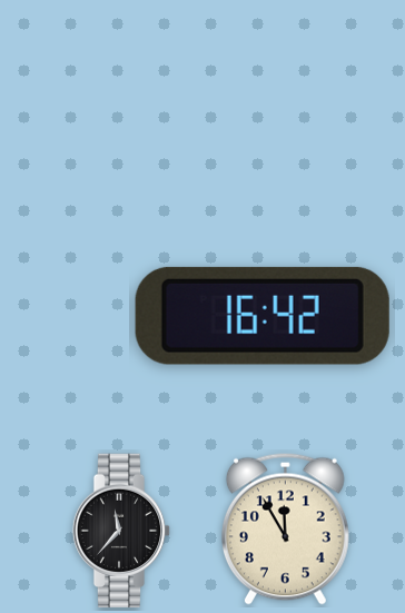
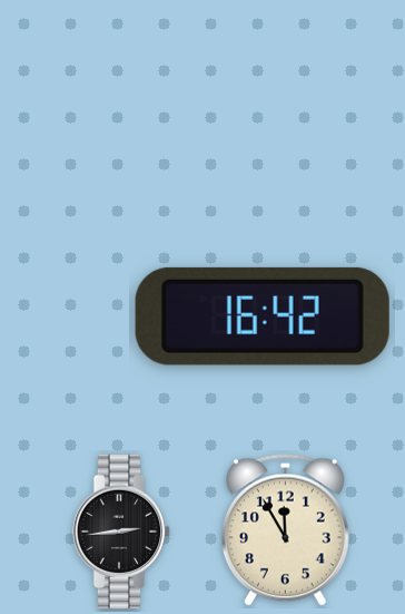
clock at (121, 531): 11:37 -> 2:44
